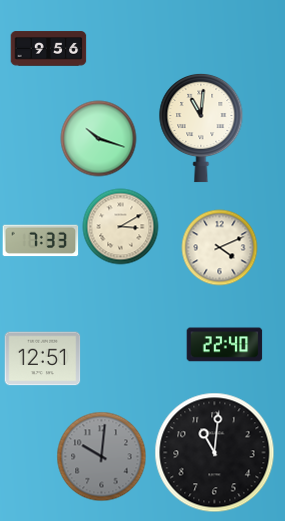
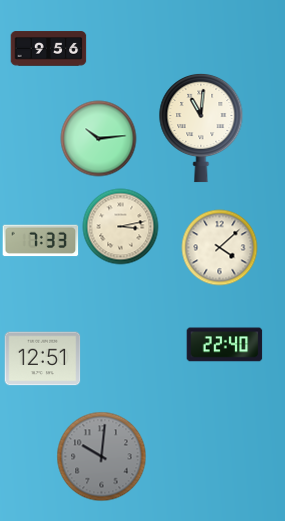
clock at (99, 139): 10:18 -> 10:14
clock at (121, 227): 3:10 -> 3:13
clock at (220, 248): 4:11 -> 4:08
clock at (215, 453): 11:01 -> none
